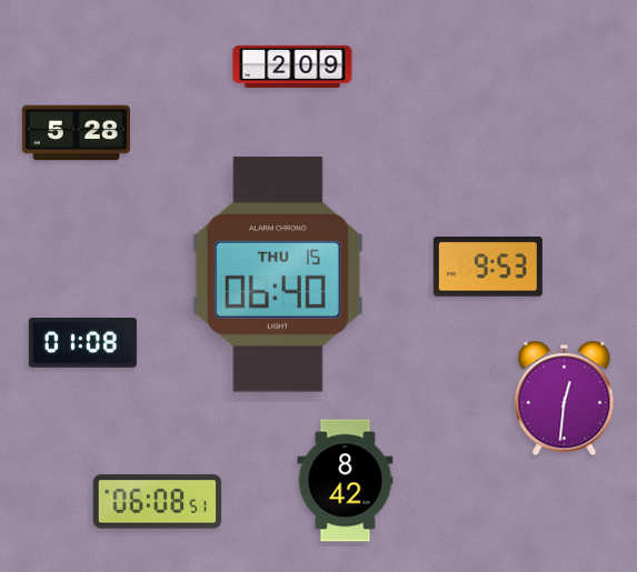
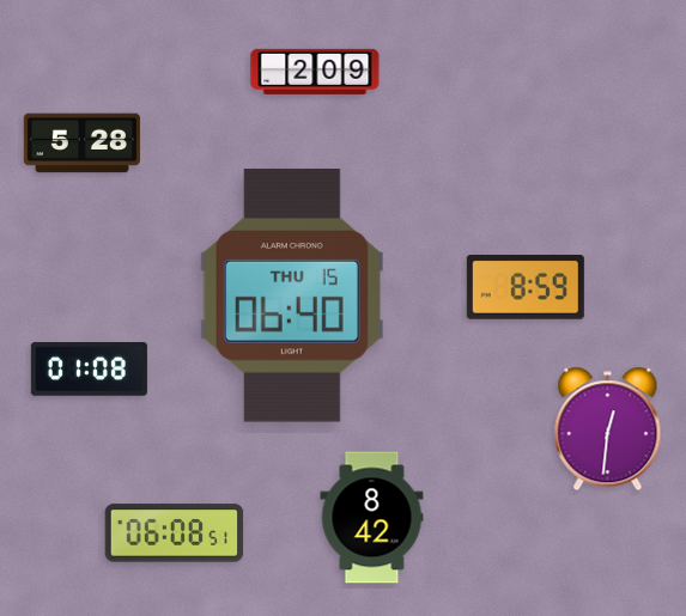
clock at (488, 268): 9:53 -> 8:59
clock at (278, 274) position: (278, 274) -> (292, 295)
clock at (158, 502) position: (158, 502) -> (175, 533)
